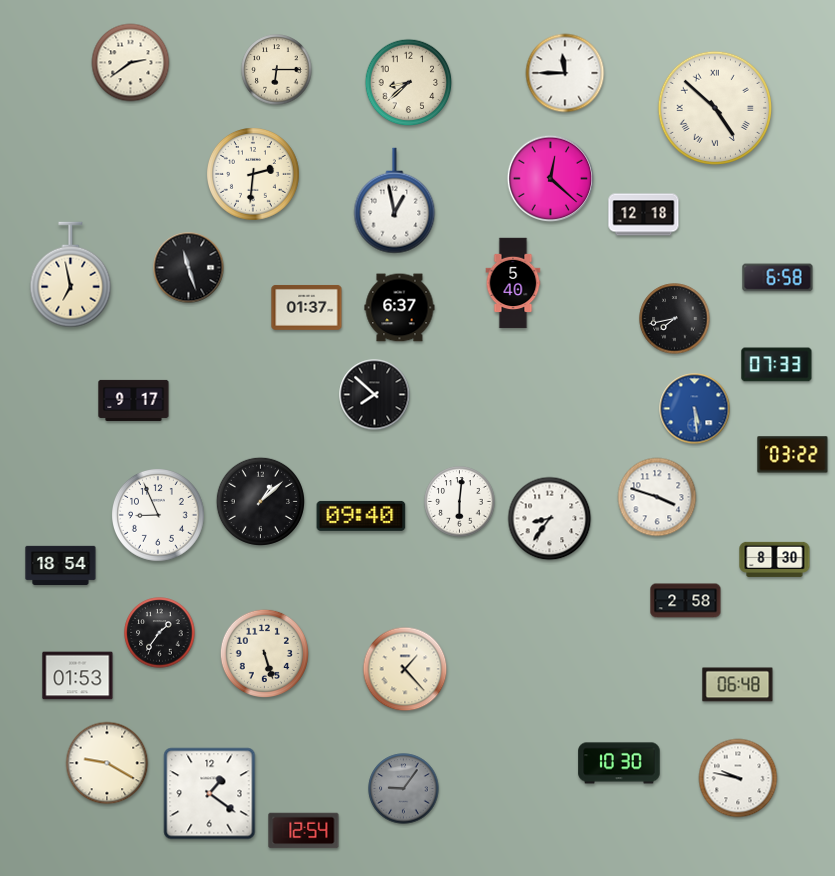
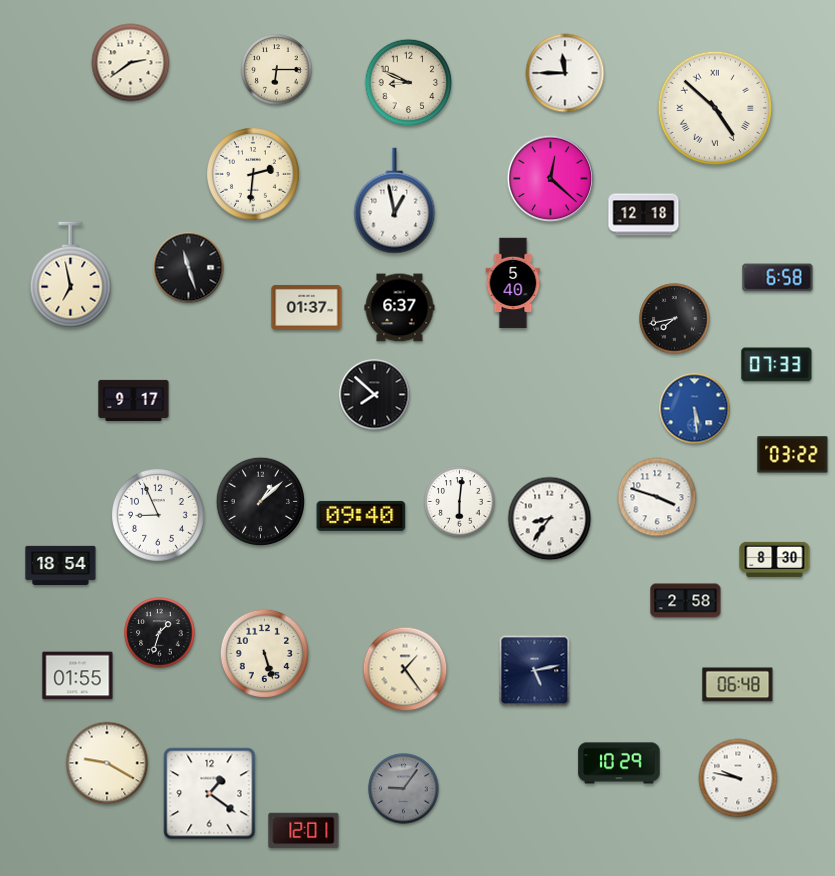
clock at (409, 83): 8:38 -> 8:49
clock at (160, 633): 1:36 -> 1:33
clock at (405, 669): 1:23 -> 1:24
clock at (535, 671): none -> 5:13
clock at (78, 676): 01:53 -> 01:55
clock at (619, 763): 10:30 -> 10:29
clock at (304, 831): 12:54 -> 12:01
